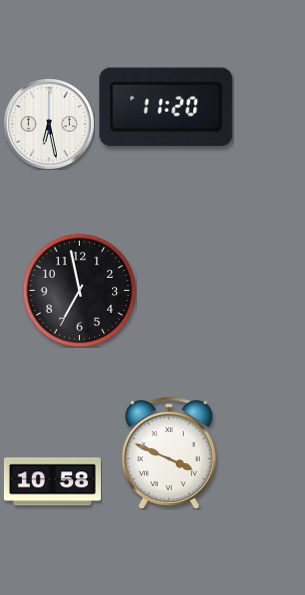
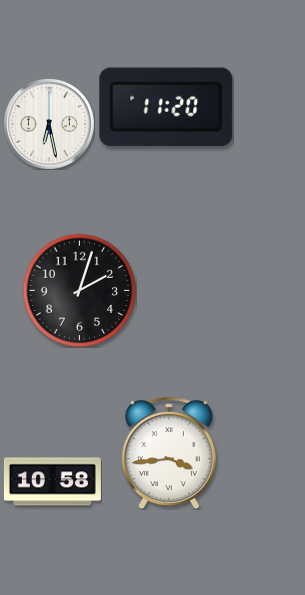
clock at (79, 290): 6:58 -> 2:03
clock at (169, 453): 3:49 -> 3:44
